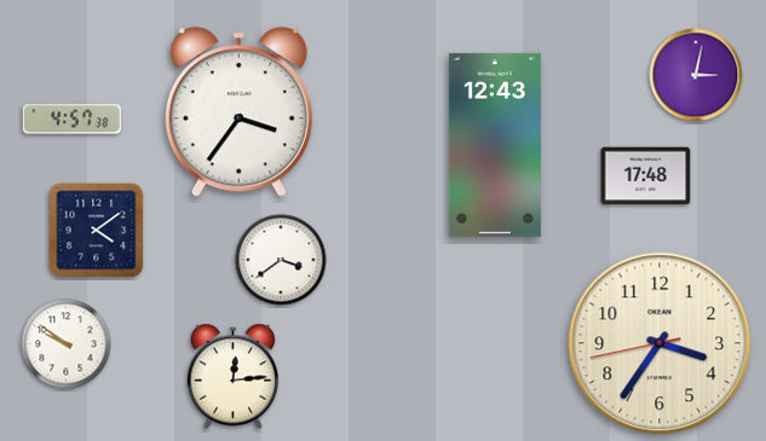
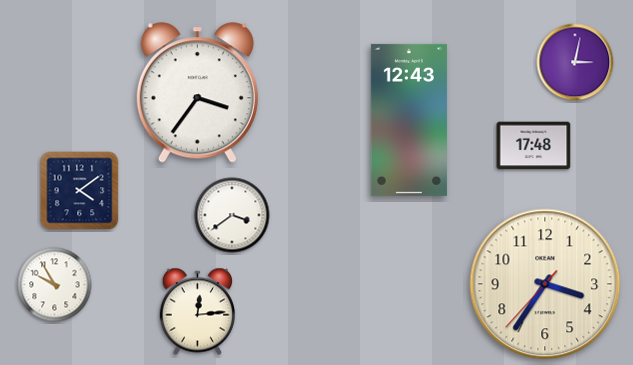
clock at (71, 120): 4:57 -> none
clock at (660, 343): 3:35:43 -> 3:35:37
clock at (67, 344): 9:51 -> 9:55
clock at (232, 377) position: (232, 377) -> (197, 312)
